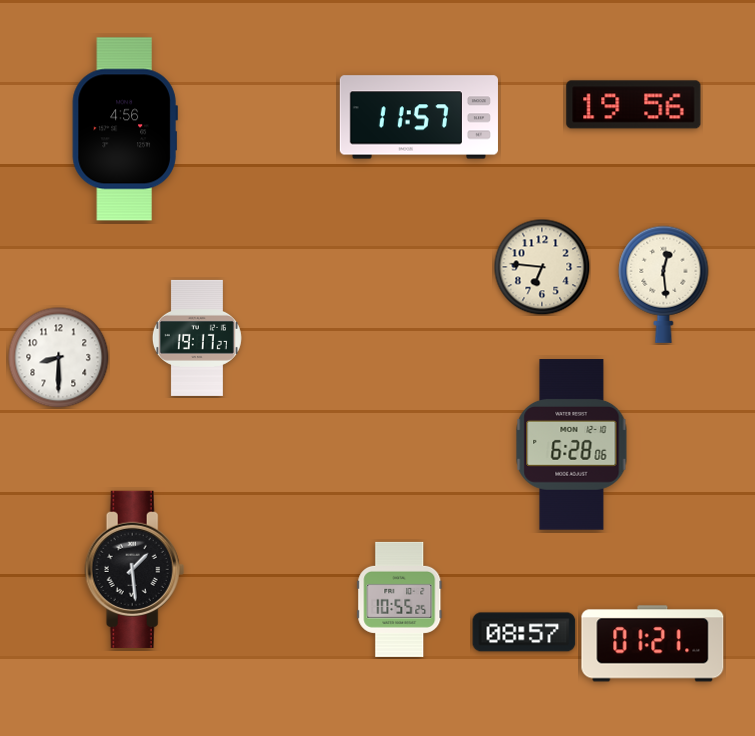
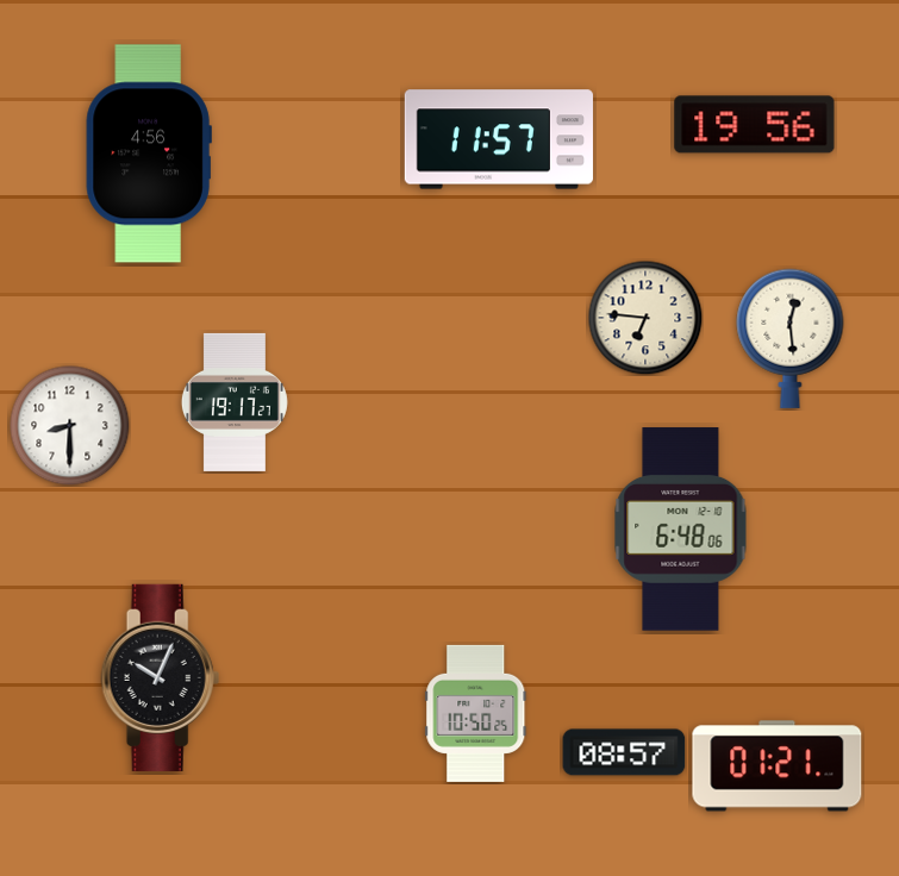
clock at (572, 445): 6:28 -> 6:48
clock at (135, 569): 1:29 -> 10:04
clock at (400, 599): 10:55 -> 10:50
